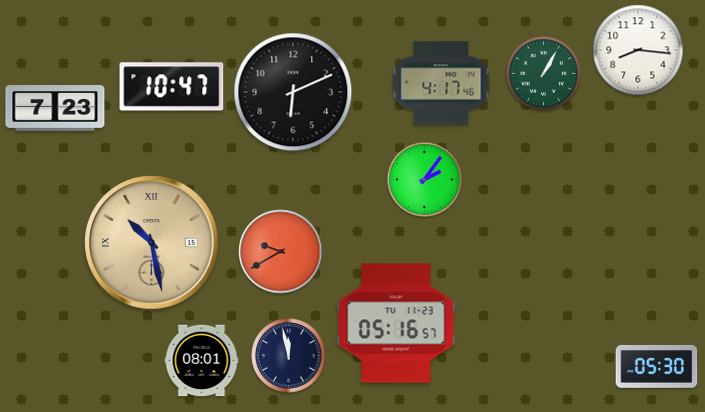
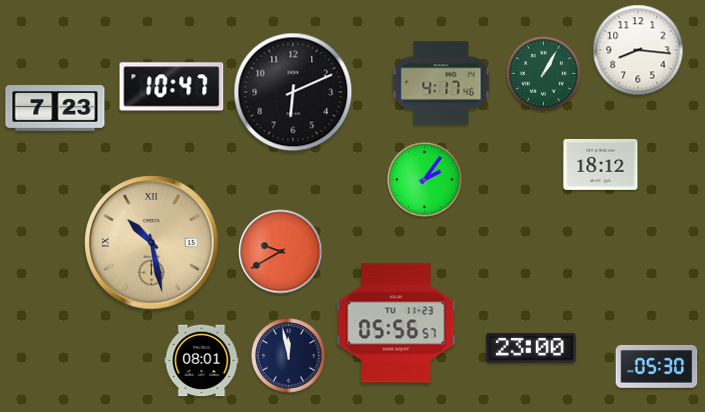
clock at (601, 164): none -> 18:12
clock at (396, 323): 05:16 -> 05:56
clock at (531, 348): none -> 23:00
